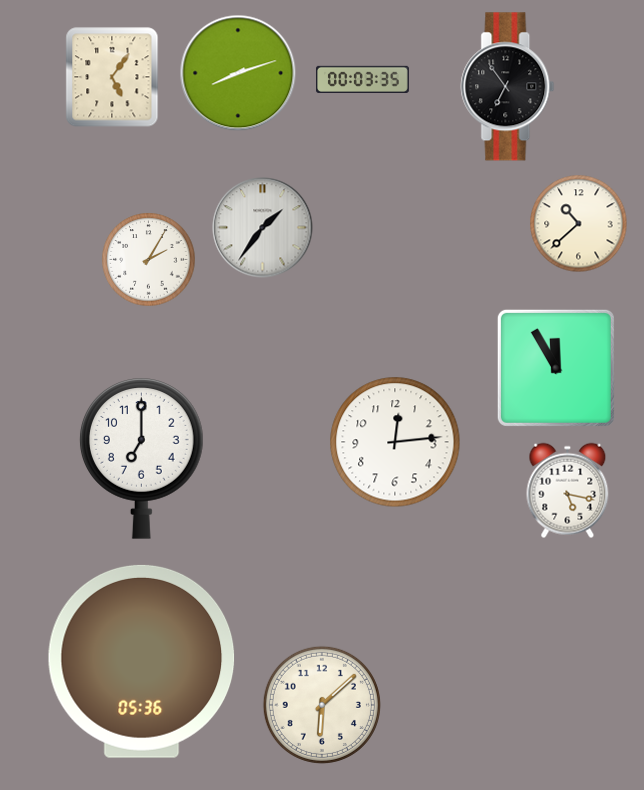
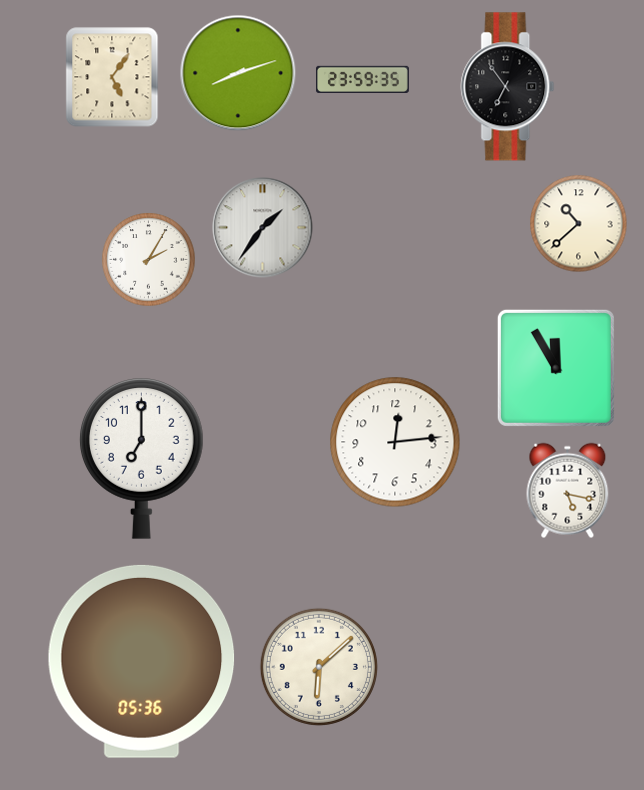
clock at (363, 79): 00:03 -> 23:59
clock at (322, 705) position: (322, 705) -> (319, 667)
